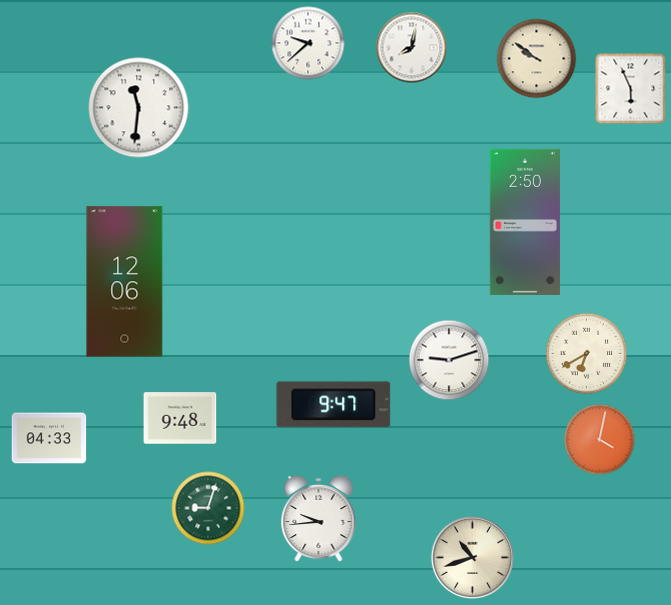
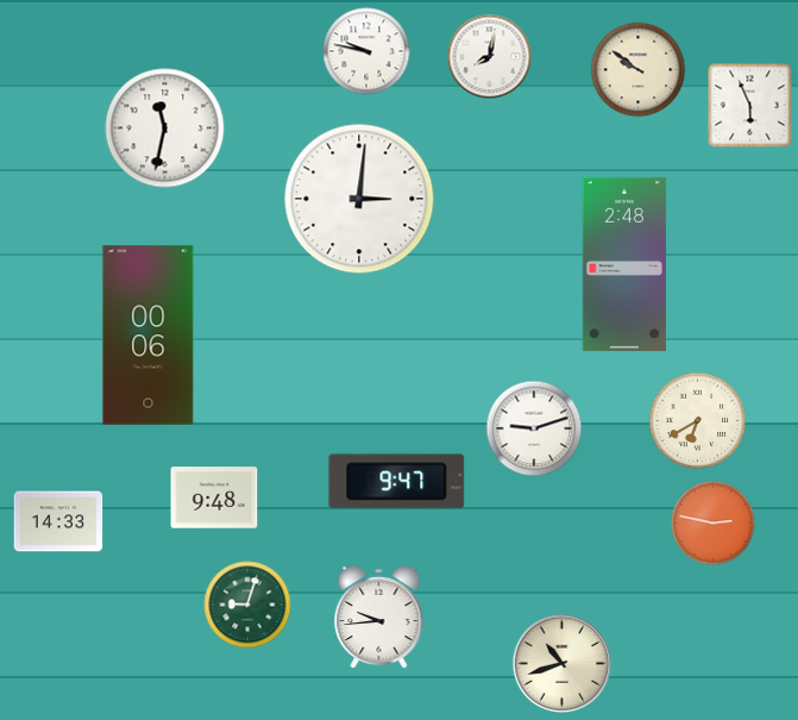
clock at (308, 43): 9:38 -> 9:47
clock at (139, 108): 11:31 -> 11:32
clock at (359, 199): none -> 3:01
clock at (525, 222): 2:50 -> 2:48
clock at (125, 282): 12:06 -> 00:06
clock at (49, 438): 04:33 -> 14:33
clock at (600, 440): 4:02 -> 2:47
